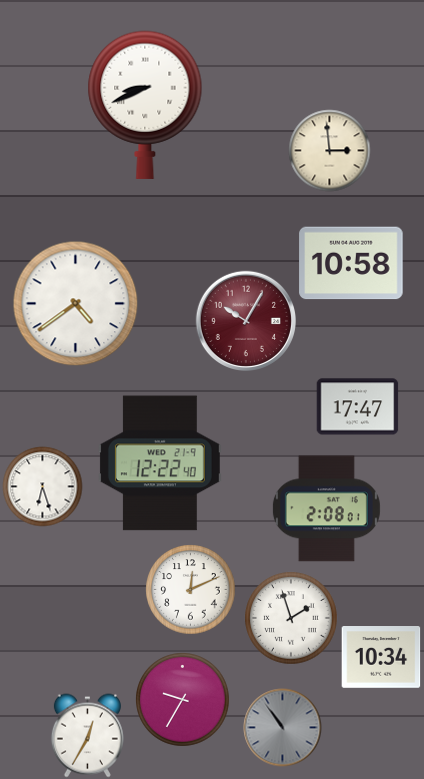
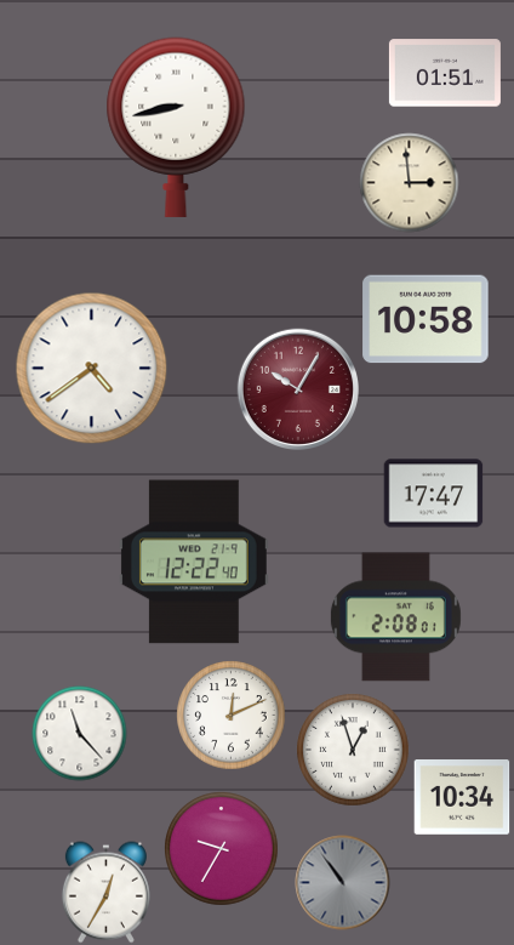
clock at (445, 73): none -> 01:51
clock at (145, 105): 8:41 -> 8:43
clock at (329, 150) position: (329, 150) -> (409, 182)
clock at (42, 486): 6:27 -> none
clock at (79, 733): none -> 11:23
clock at (291, 618): 1:57 -> 12:57
